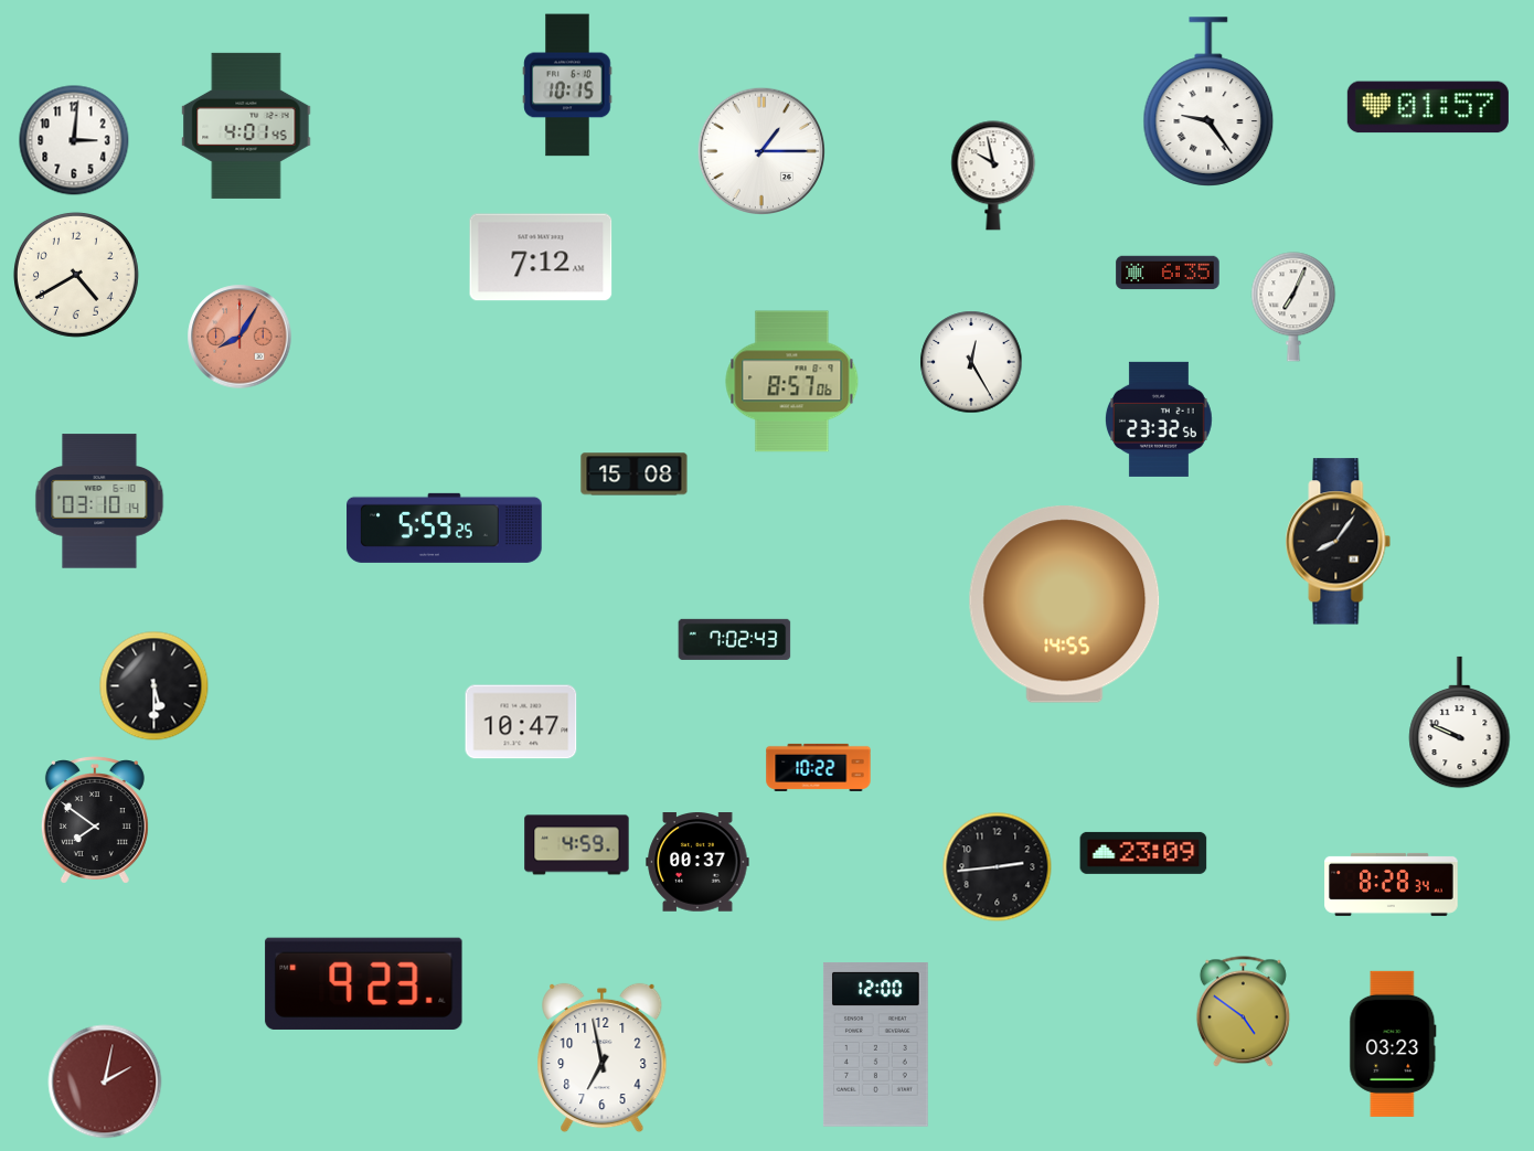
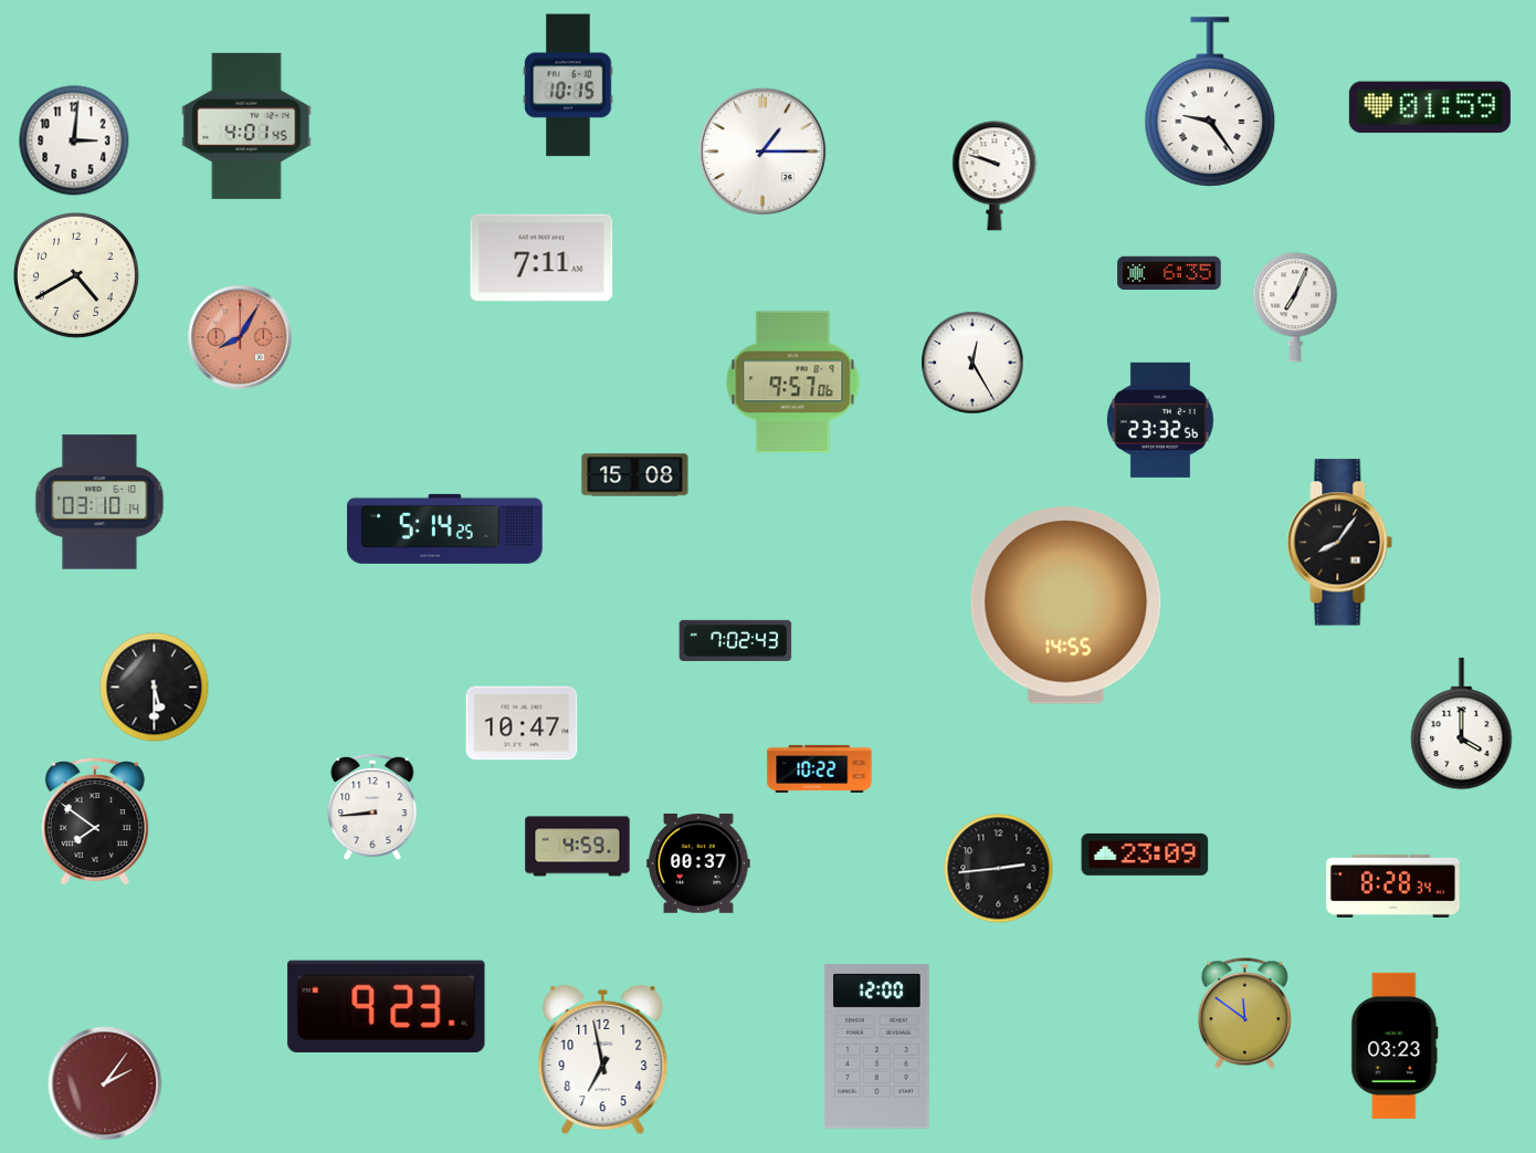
clock at (1428, 107): 01:57 -> 01:59
clock at (993, 175): 9:58 -> 9:48
clock at (541, 257): 7:12 -> 7:11
clock at (792, 382): 8:57 -> 9:57
clock at (445, 527): 5:59 -> 5:14
clock at (1460, 723): 9:49 -> 4:00
clock at (372, 807): none -> 8:44
clock at (364, 983) position: (364, 983) -> (387, 1006)
clock at (1243, 1012): 4:51 -> 11:51
clock at (105, 1081): 2:02 -> 2:06
